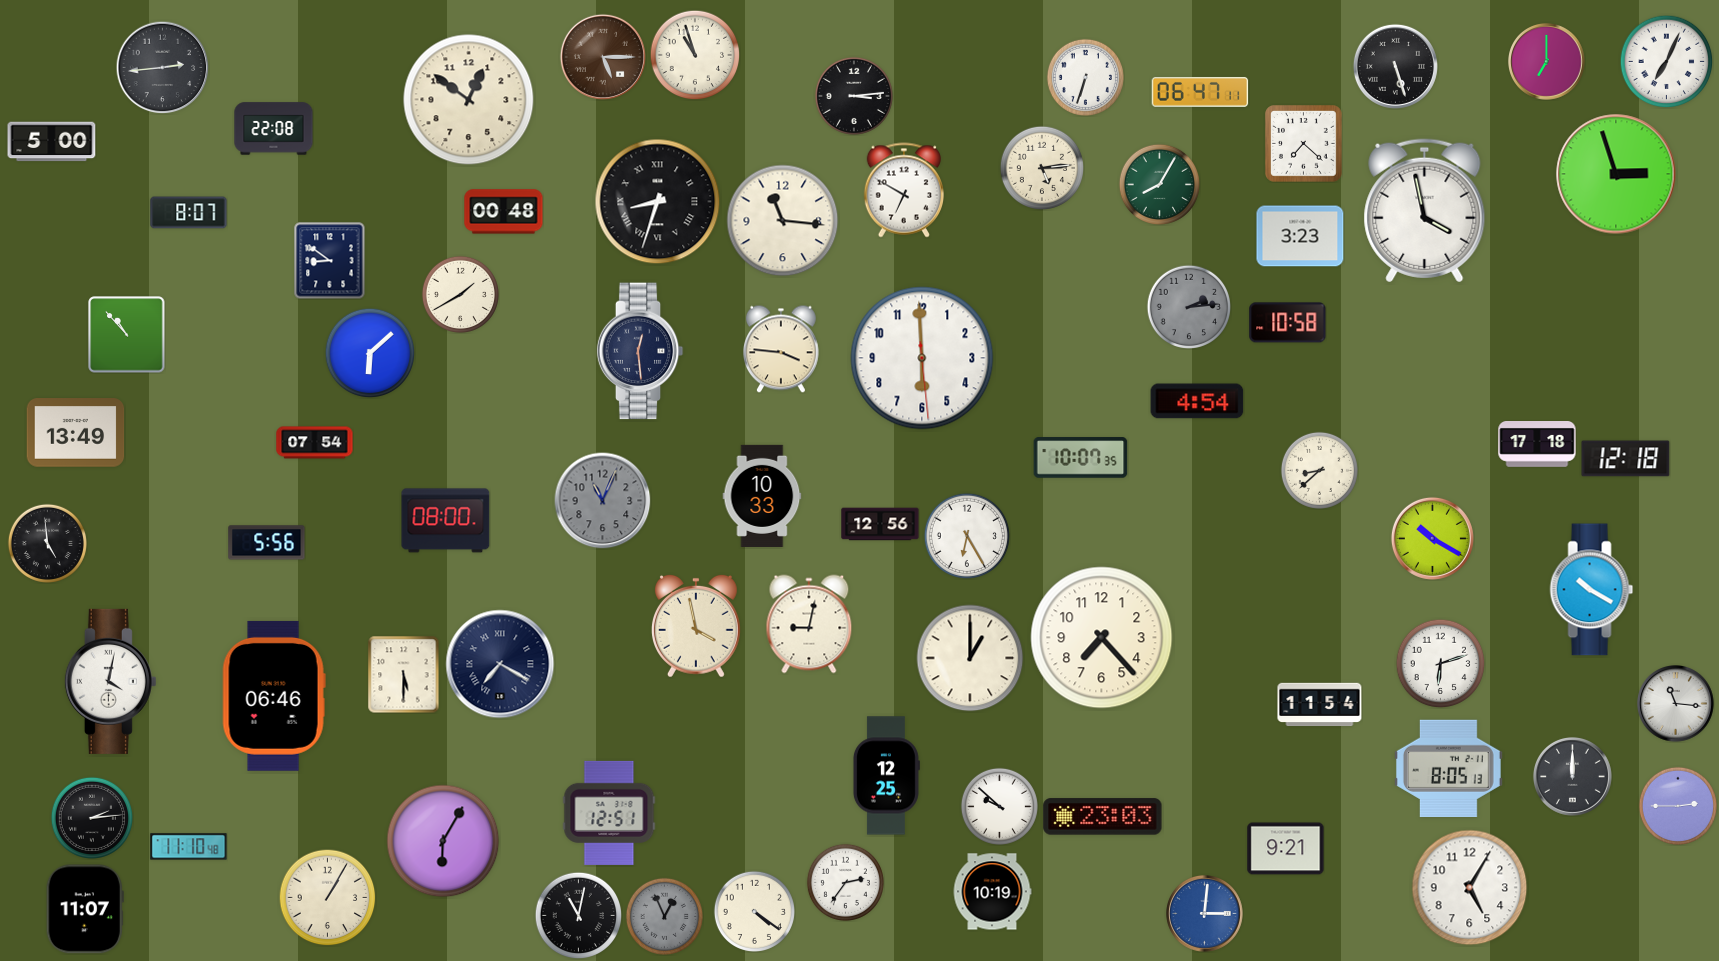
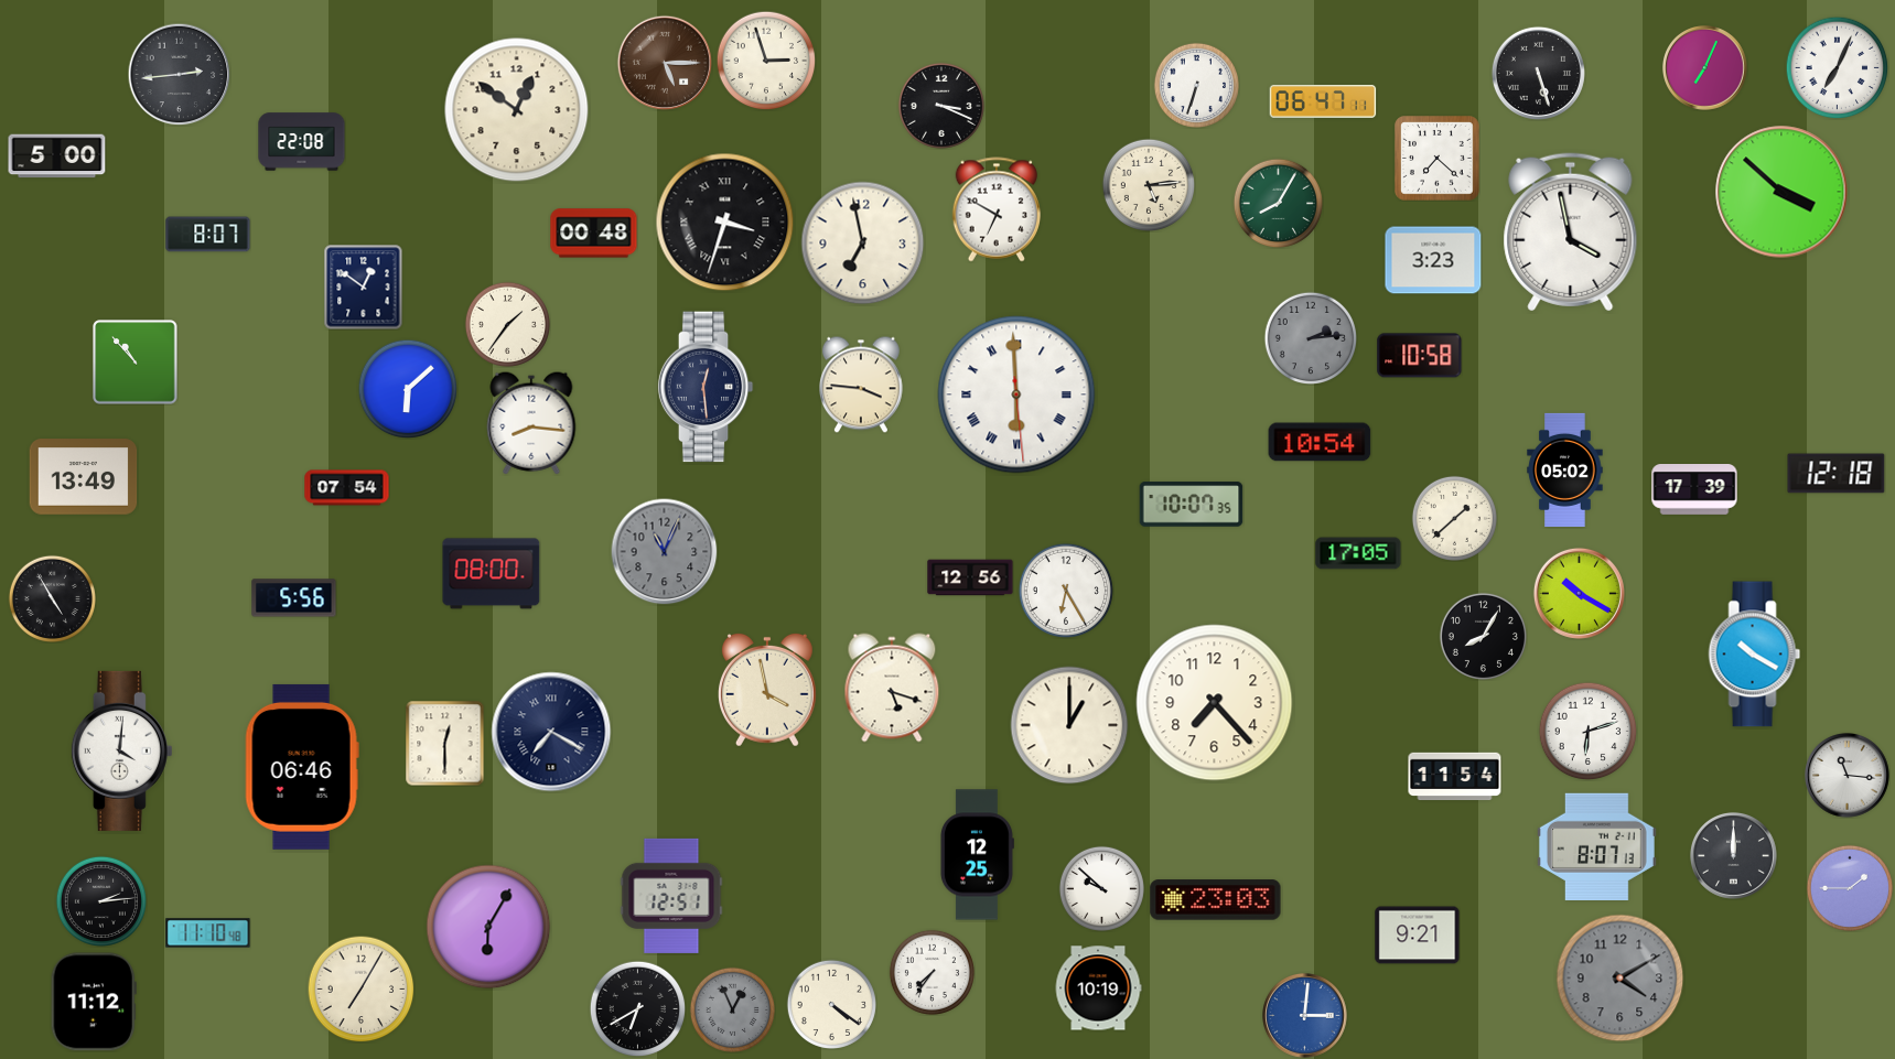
clock at (695, 55): 10:57 -> 2:57
clock at (1547, 62): 7:00 -> 7:04
clock at (854, 96): 3:14 -> 3:19
clock at (1616, 174): 2:57 -> 3:52
clock at (658, 202): 8:33 -> 3:33
clock at (504, 212) position: (504, 212) -> (594, 234)
clock at (783, 221): 11:16 -> 6:58
clock at (330, 260): 8:51 -> 12:51
clock at (460, 294): 1:40 -> 1:36
clock at (127, 335) position: (127, 335) -> (136, 363)
clock at (922, 358) numerals: Arabic -> Roman
clock at (531, 423): none -> 8:16
clock at (1197, 401): 4:54 -> 10:54
clock at (1565, 469): none -> 05:02
clock at (1537, 445): 17:18 -> 17:39
clock at (1626, 459) position: (1626, 459) -> (1837, 474)
clock at (1319, 470): 8:38 -> 1:38
clock at (762, 496): 10:33 -> none
clock at (1358, 553): none -> 17:05
clock at (47, 543): 4:59 -> 4:55
clock at (1483, 636): none -> 8:05
clock at (1592, 590) position: (1592, 590) -> (1755, 655)
clock at (809, 624): 9:02 -> 5:18
clock at (404, 674): 5:30 -> 12:30
clock at (110, 681): 4:02 -> 4:01
clock at (1448, 768): 8:05 -> 8:07
clock at (1678, 806): 2:45 -> 1:45
clock at (845, 882): 2:36 -> 7:36
clock at (1470, 888): 5:05 -> 4:10
clock at (1470, 888) dial: white -> grey
clock at (992, 892) position: (992, 892) -> (1098, 988)
clock at (327, 897): 1:05 -> 7:05
clock at (85, 909): 11:07 -> 11:12
clock at (1205, 914) position: (1205, 914) -> (1305, 1016)
clock at (578, 915): 11:02 -> 6:40
